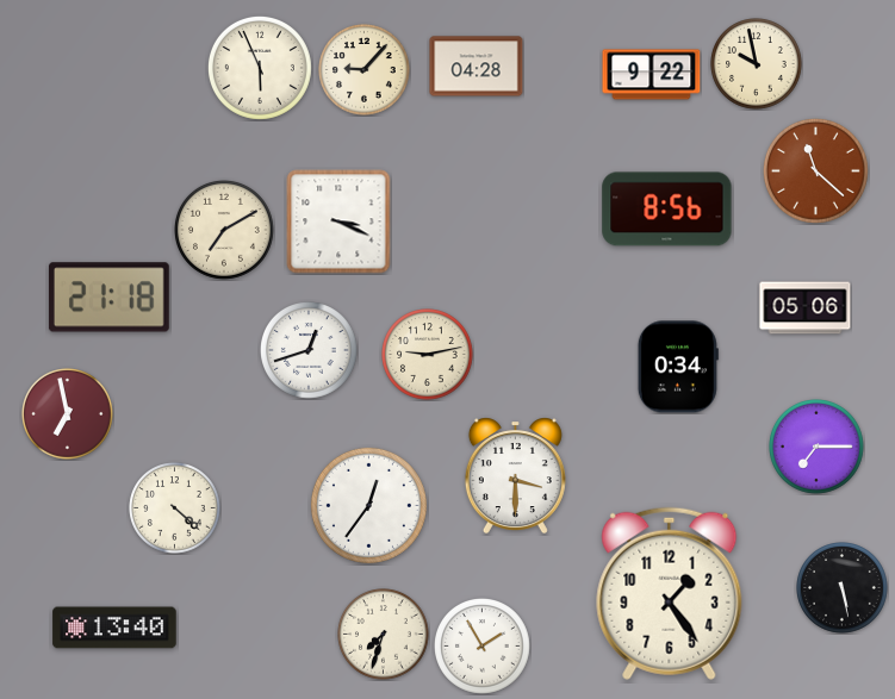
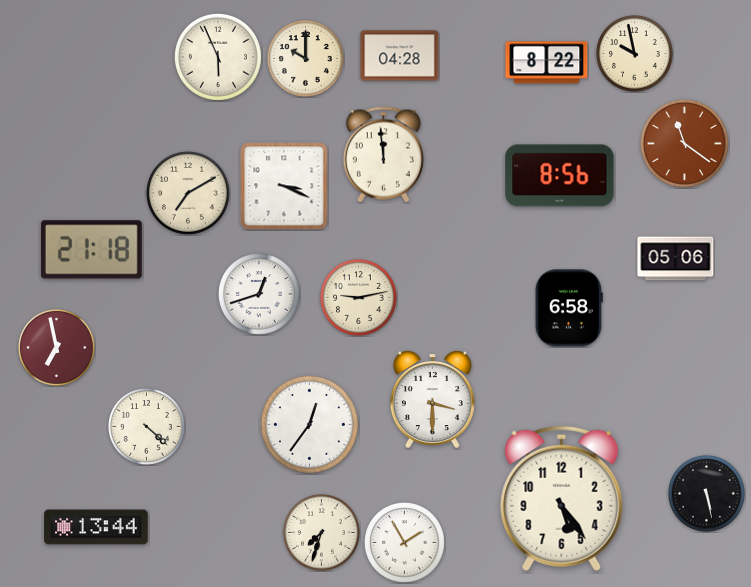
clock at (365, 70): 9:07 -> 10:00
clock at (652, 75): 9:22 -> 8:22
clock at (815, 170): 11:22 -> 11:21
clock at (383, 155): none -> 11:59
clock at (678, 367): 0:34 -> 6:58
clock at (818, 448): 7:15 -> none
clock at (670, 593): 1:24 -> 5:24
clock at (114, 628): 13:40 -> 13:44
